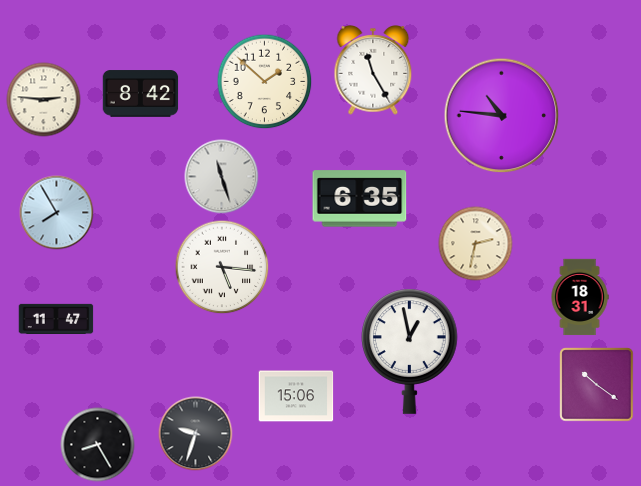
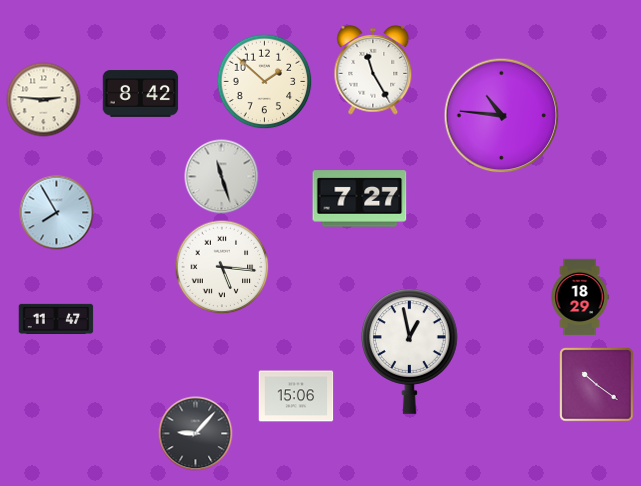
clock at (360, 199): 6:35 -> 7:27
clock at (476, 244): 2:32 -> none
clock at (580, 297): 18:31 -> 18:29
clock at (196, 434): 9:33 -> 9:07
clock at (98, 445): 8:25 -> none
